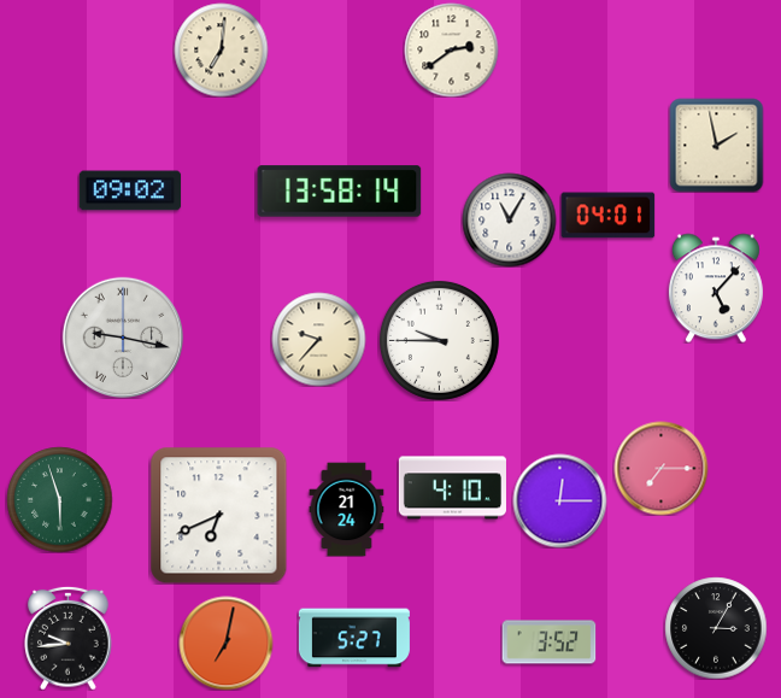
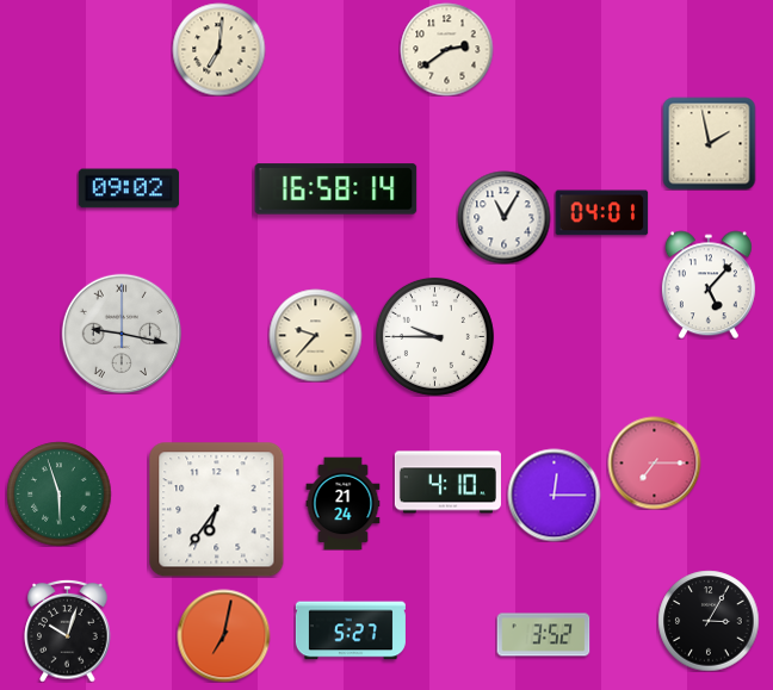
clock at (340, 192): 13:58 -> 16:58
clock at (218, 515): 6:41 -> 6:36
clock at (69, 638): 9:44 -> 10:03
